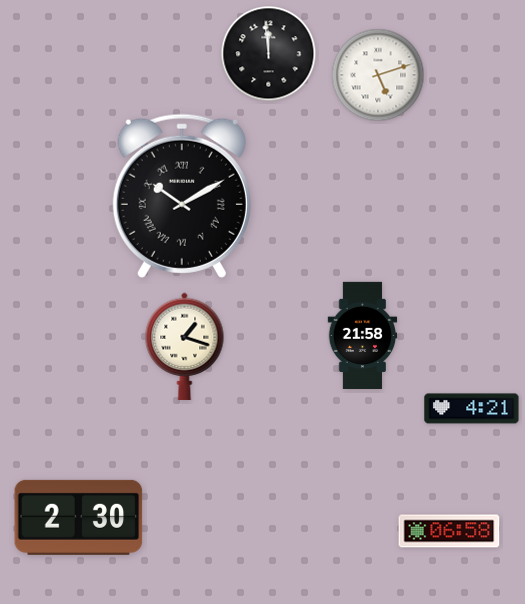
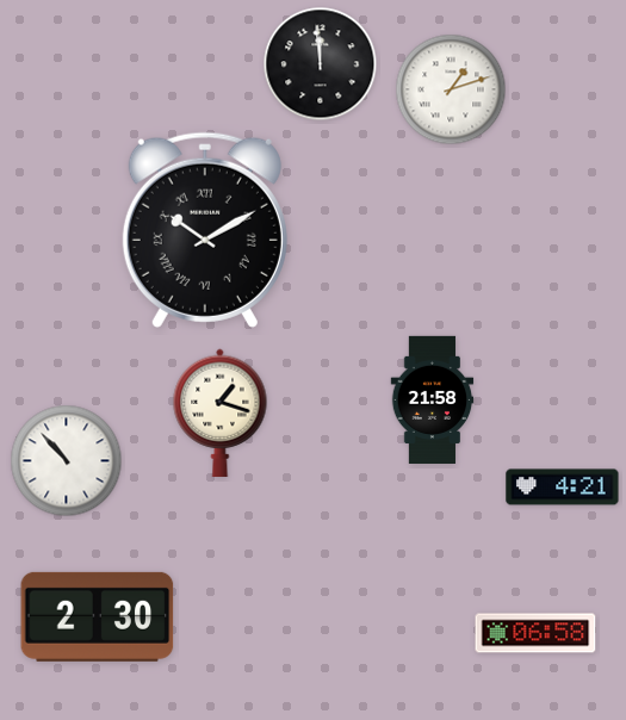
clock at (378, 75): 5:12 -> 1:12
clock at (182, 196) position: (182, 196) -> (205, 230)
clock at (67, 461): none -> 10:53
clock at (79, 517) position: (79, 517) -> (98, 616)
